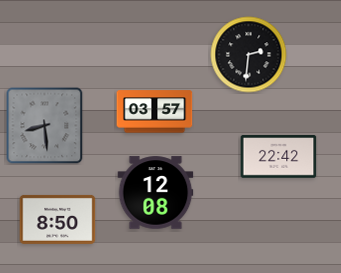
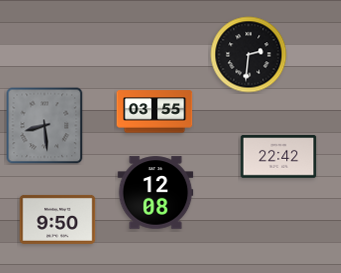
clock at (155, 112): 03:57 -> 03:55
clock at (58, 219): 8:50 -> 9:50
